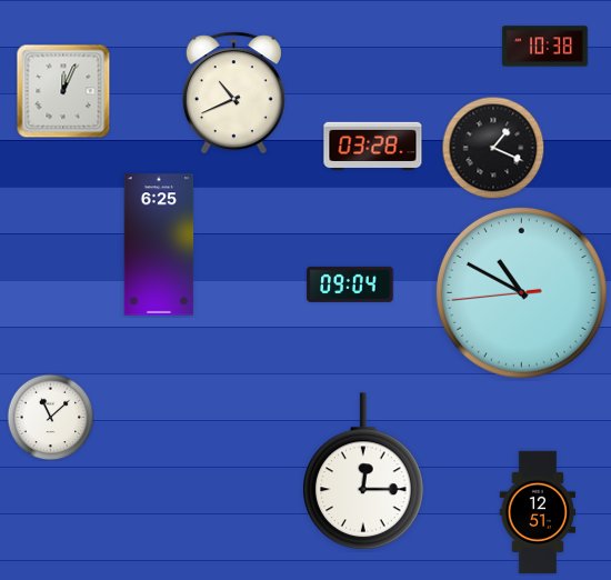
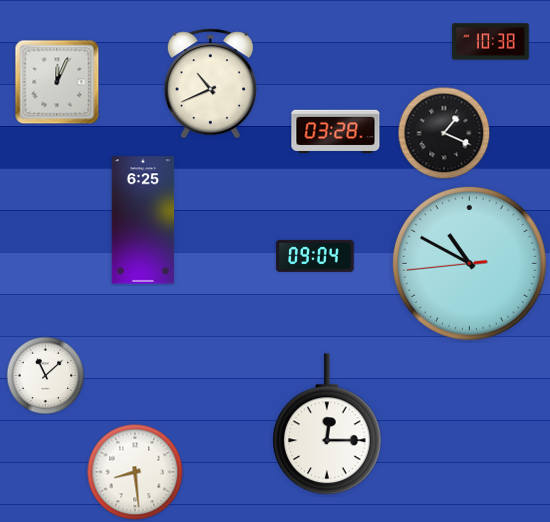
clock at (538, 511): 12:51 -> none
clock at (135, 472): none -> 8:29
